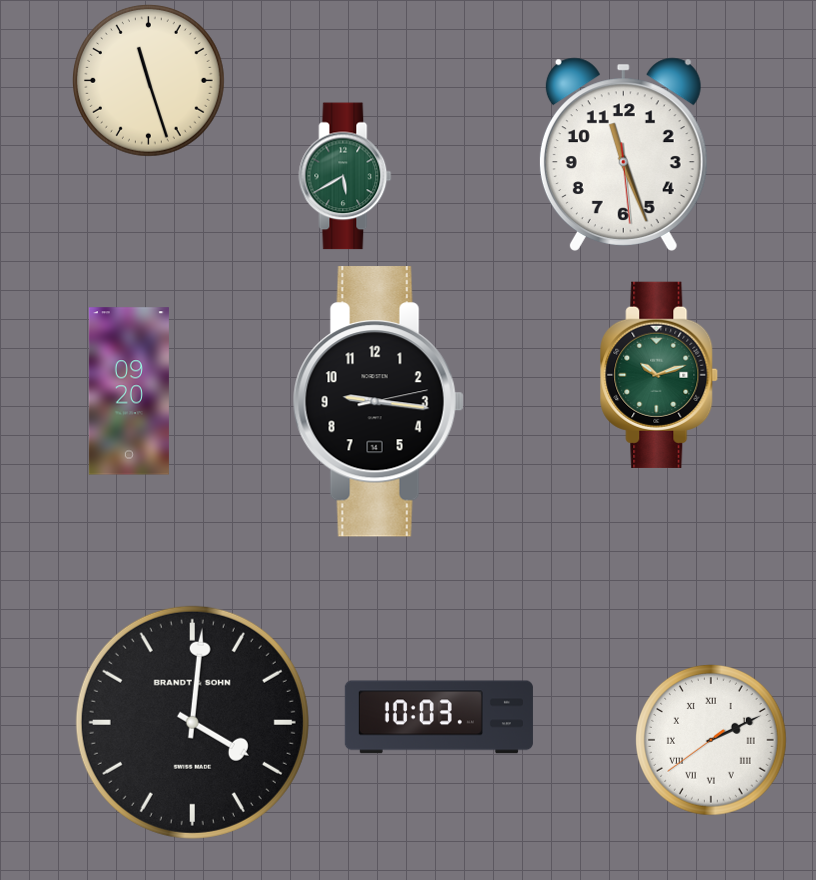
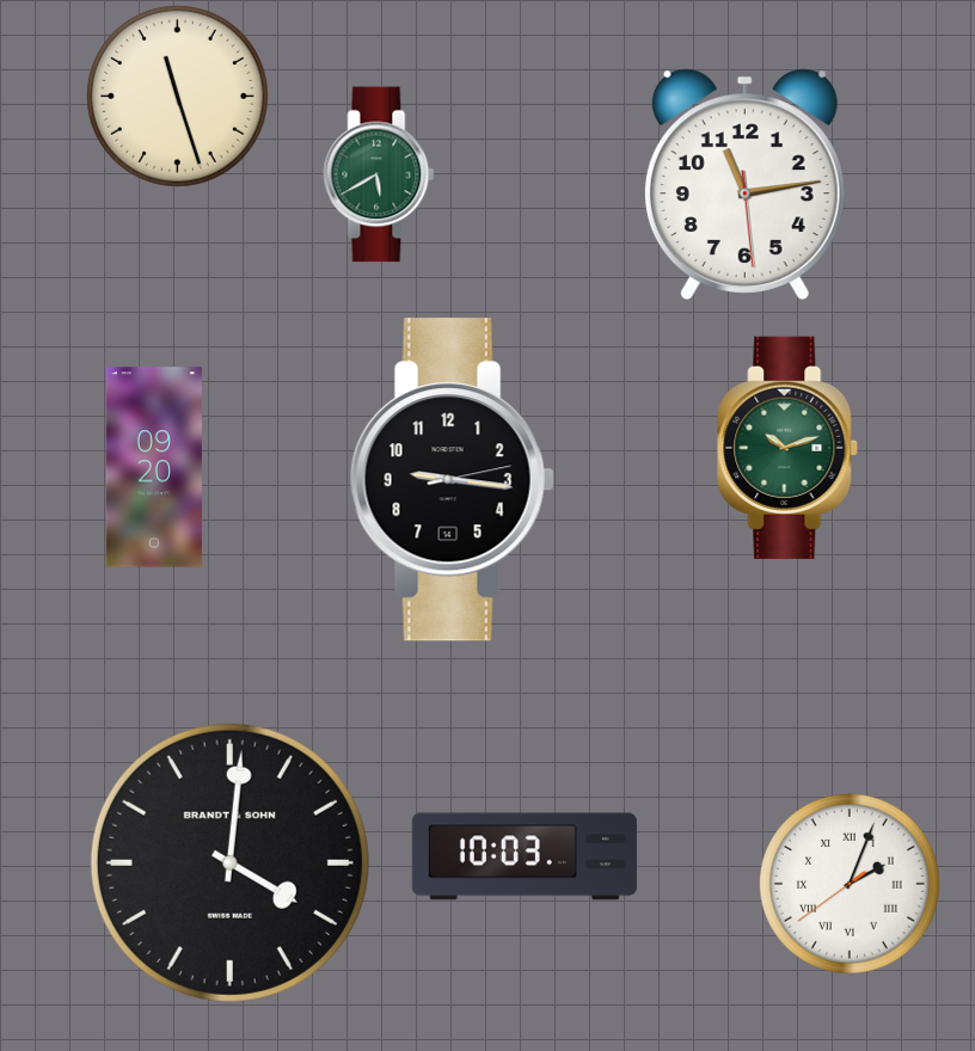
clock at (623, 154): 11:26 -> 11:13
clock at (345, 176) position: (345, 176) -> (379, 174)
clock at (712, 741): 2:10 -> 2:03
